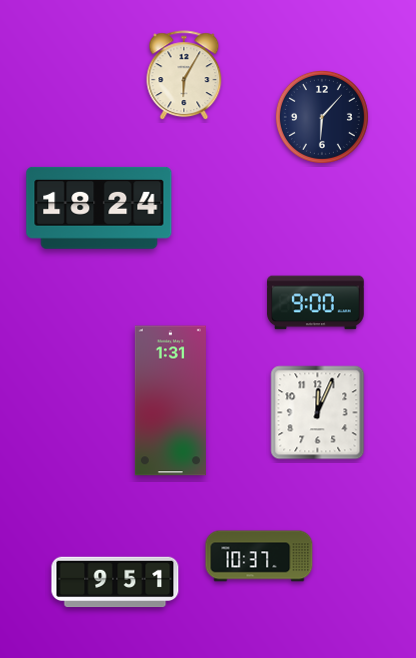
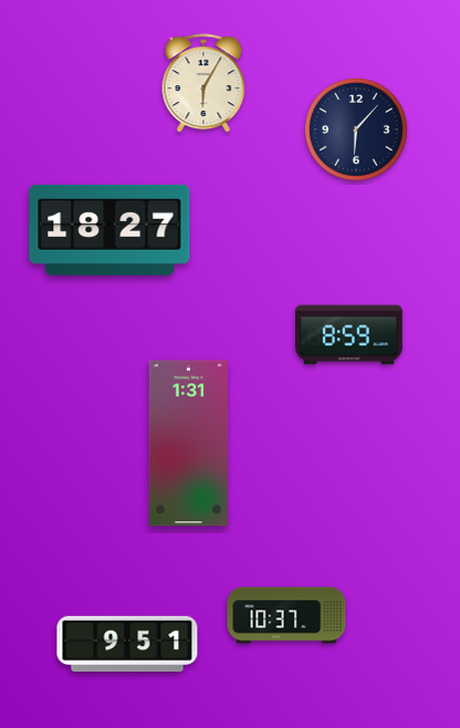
clock at (99, 208): 18:24 -> 18:27
clock at (316, 303): 9:00 -> 8:59
clock at (318, 413): 12:04 -> none
